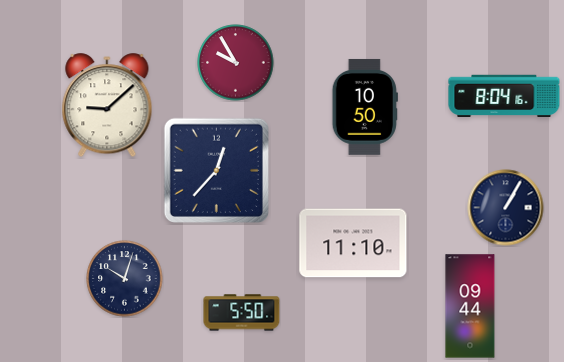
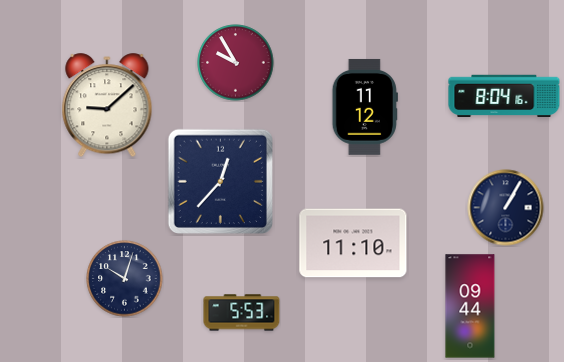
clock at (365, 107): 10:50 -> 11:12
clock at (216, 170) position: (216, 170) -> (220, 181)
clock at (242, 313): 5:50 -> 5:53
